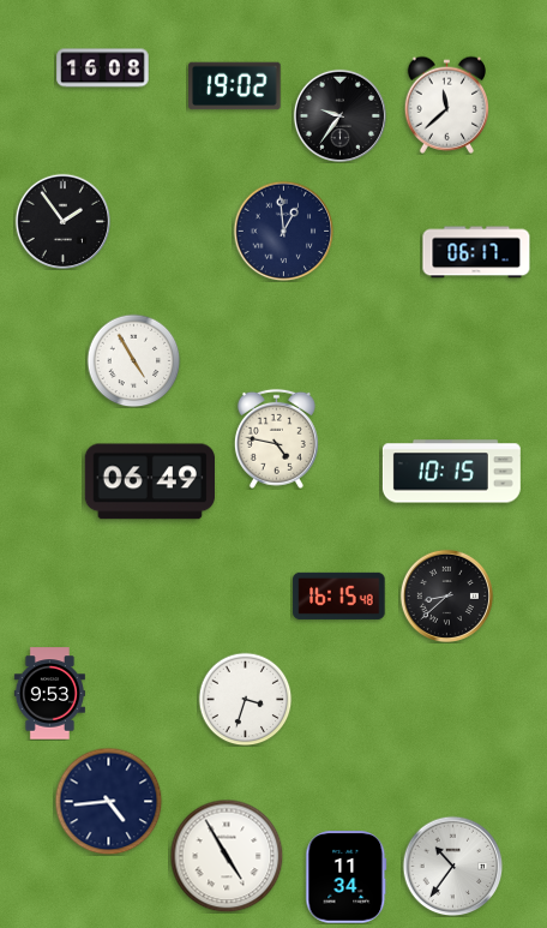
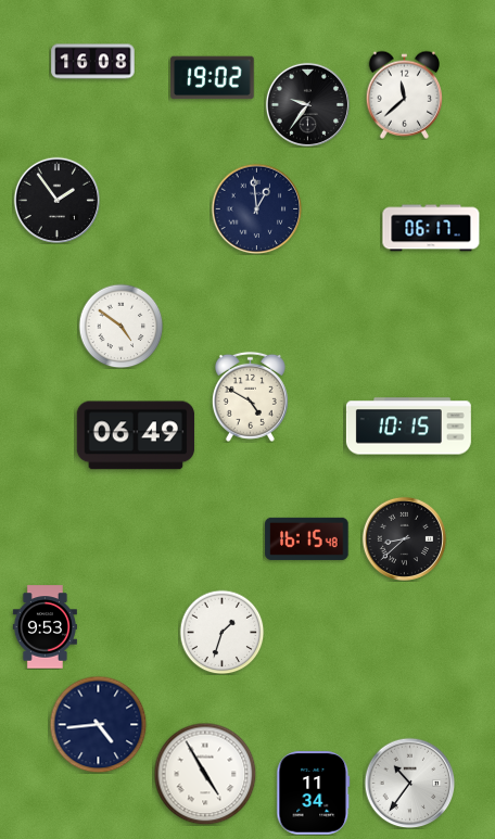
clock at (133, 360): 4:55 -> 4:51
clock at (276, 438): 4:47 -> 4:50
clock at (245, 699): 3:33 -> 1:33
